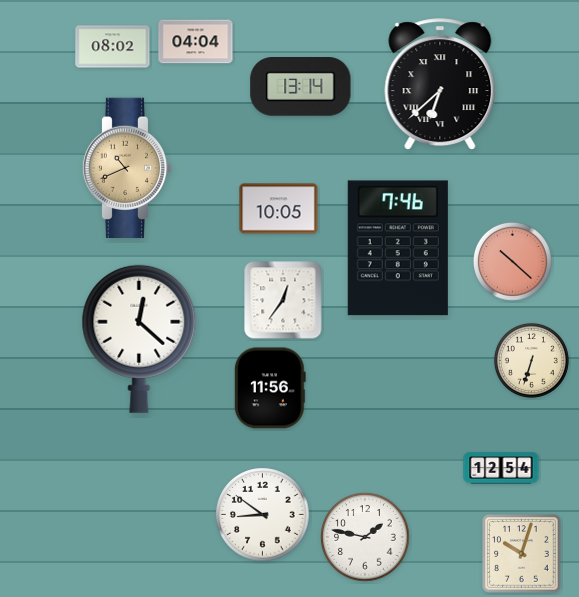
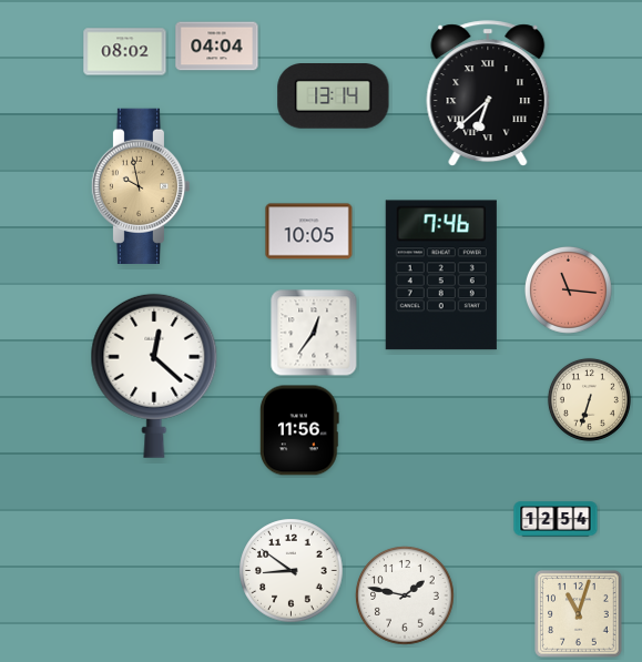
clock at (127, 167): 10:41 -> 9:58
clock at (512, 261): 10:22 -> 11:16
clock at (522, 554): 10:03 -> 11:03
